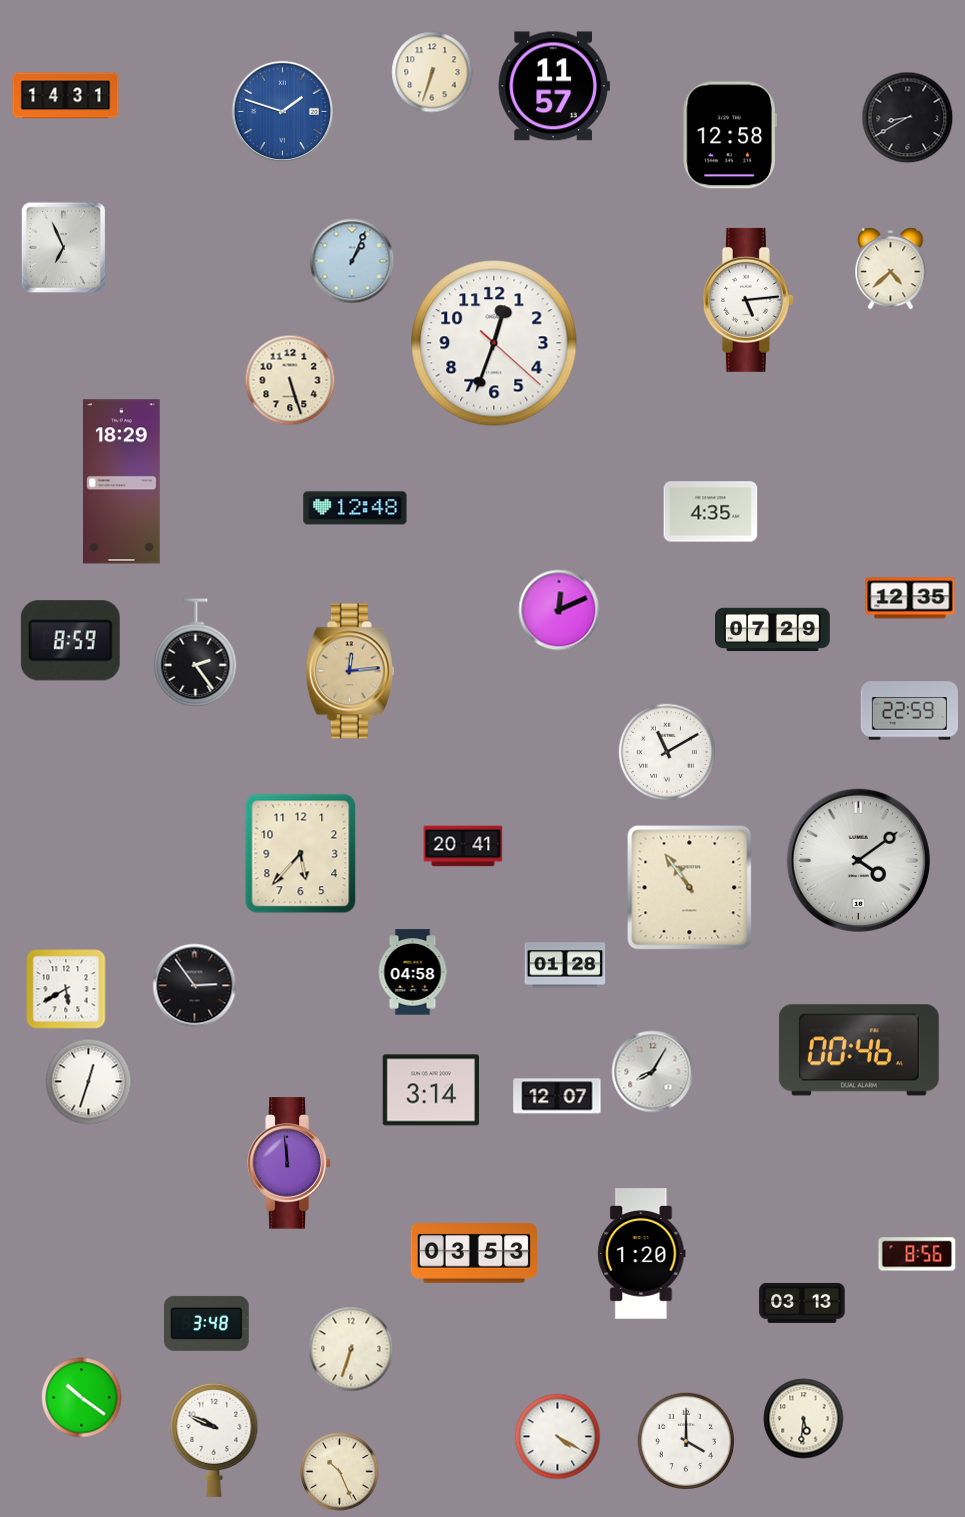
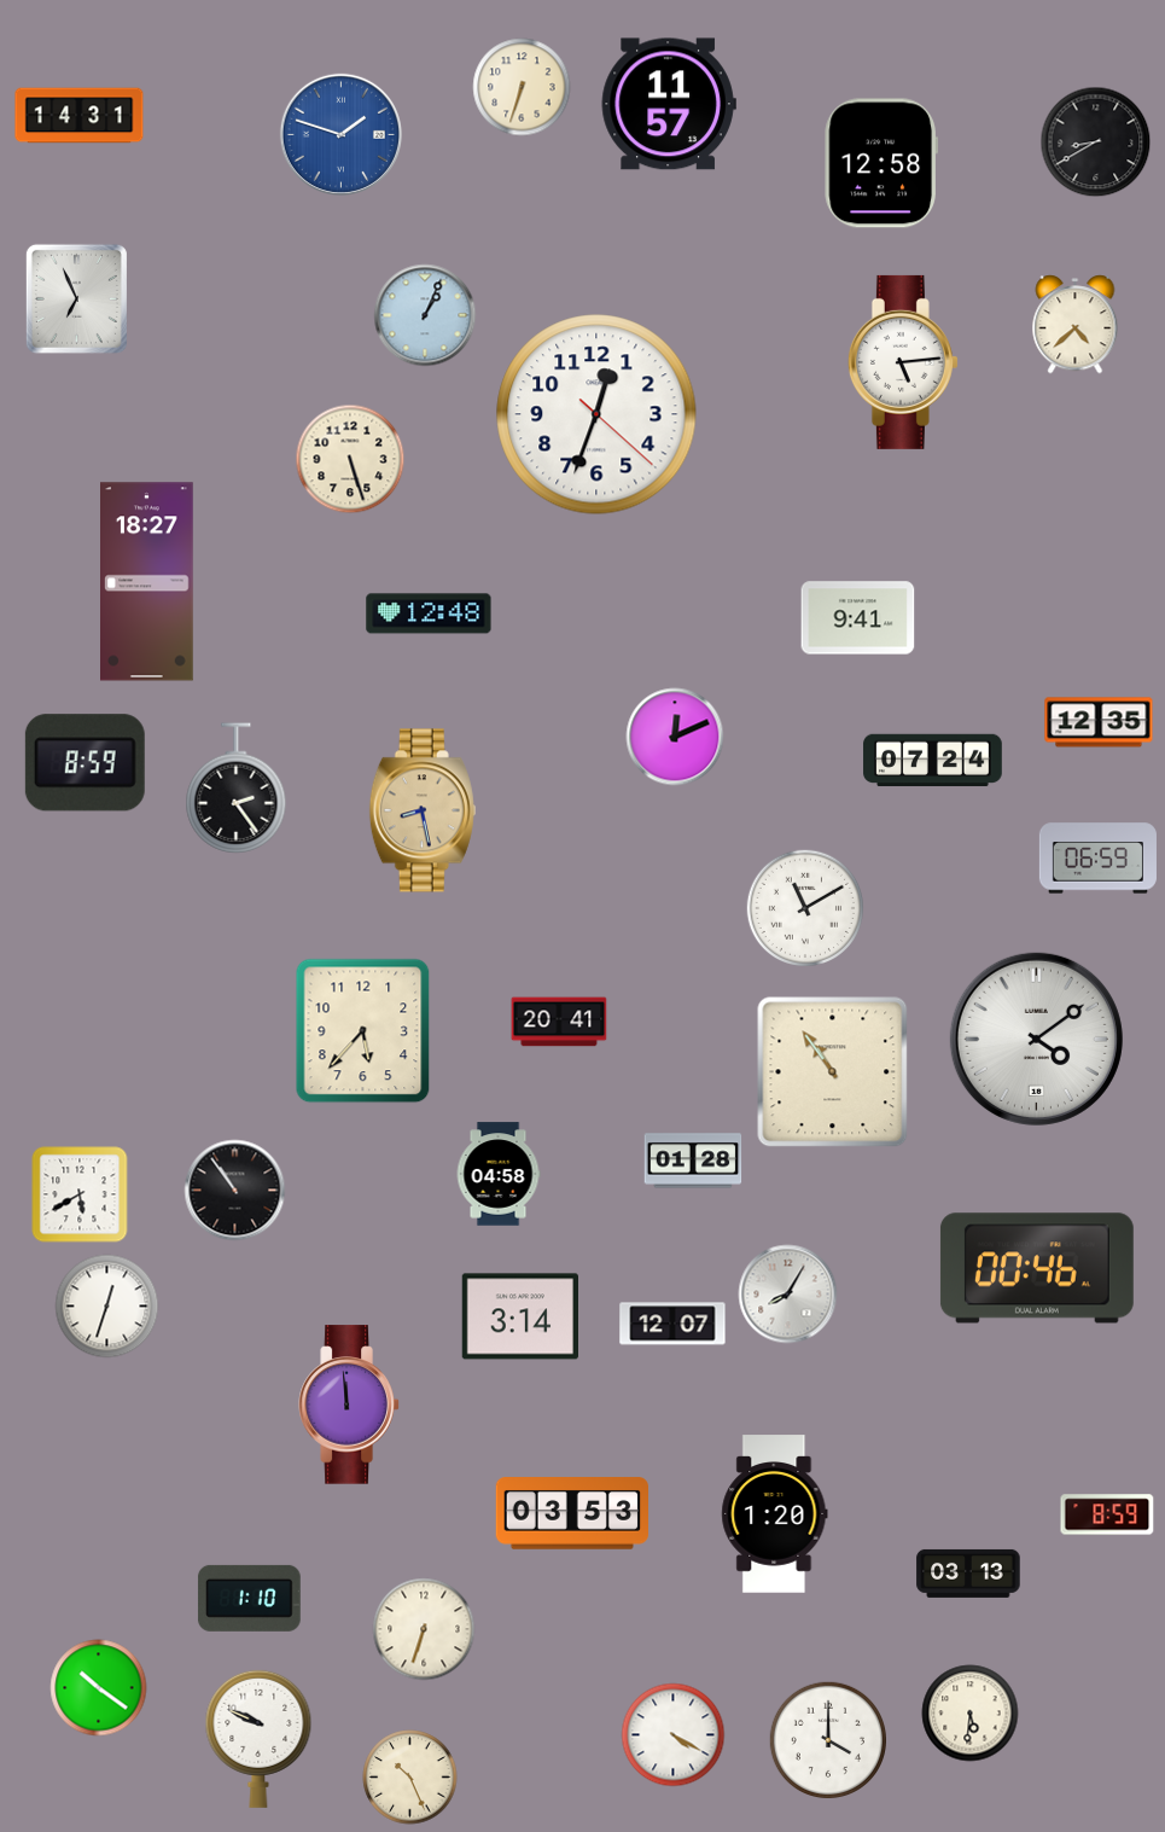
clock at (122, 482): 18:29 -> 18:27
clock at (711, 512): 4:35 -> 9:41
clock at (773, 630): 07:29 -> 07:24
clock at (70, 641) position: (70, 641) -> (85, 763)
clock at (350, 671): 12:14 -> 8:28
clock at (909, 711): 22:59 -> 06:59
clock at (565, 965) position: (565, 965) -> (693, 1161)
clock at (195, 986): 2:54 -> 10:54
clock at (917, 1254): 8:56 -> 8:59
clock at (207, 1323): 3:48 -> 1:10
